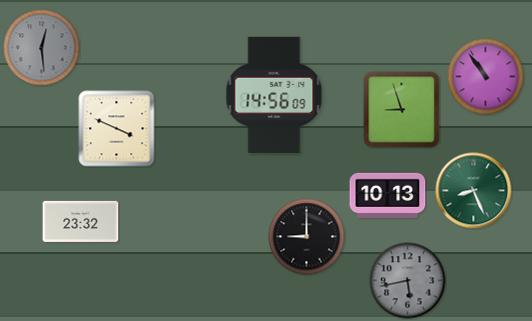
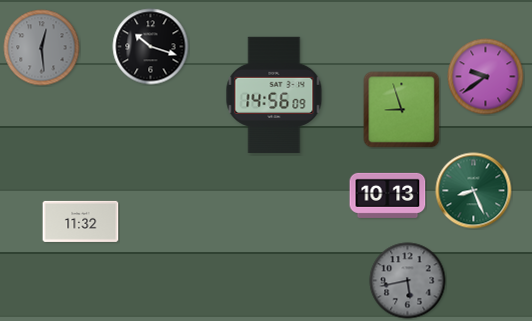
clock at (151, 47): none -> 10:18
clock at (486, 77): 10:54 -> 9:39
clock at (117, 129): 3:49 -> none
clock at (81, 221): 23:32 -> 11:32
clock at (307, 237): 9:00 -> none
